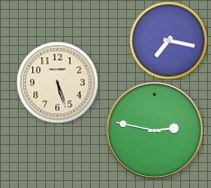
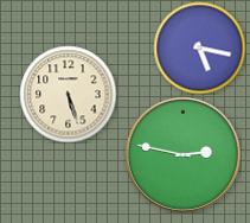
clock at (168, 40): 7:17 -> 5:17
clock at (57, 82) position: (57, 82) -> (68, 94)
